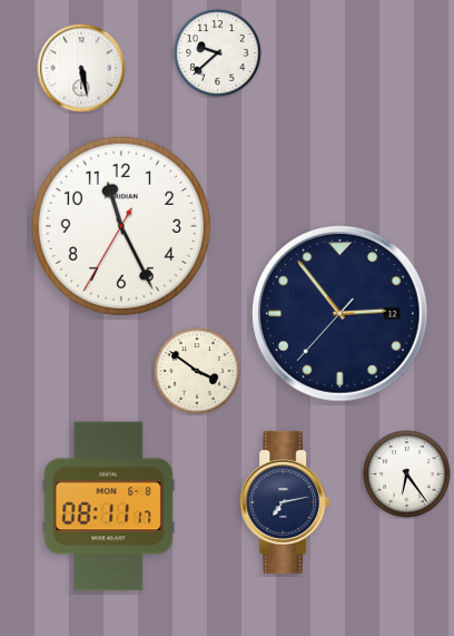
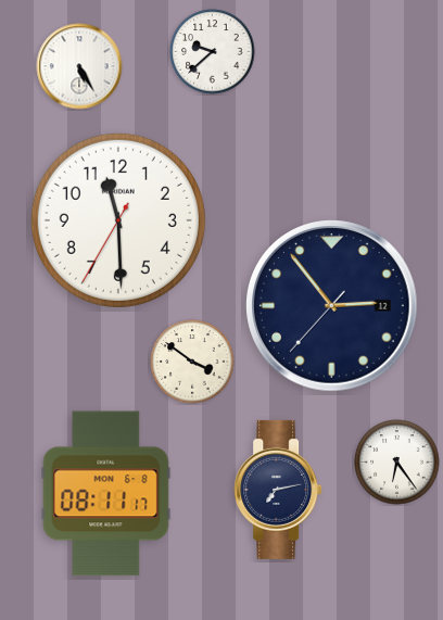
clock at (81, 68): 5:28 -> 5:25
clock at (121, 226): 11:25 -> 11:29
